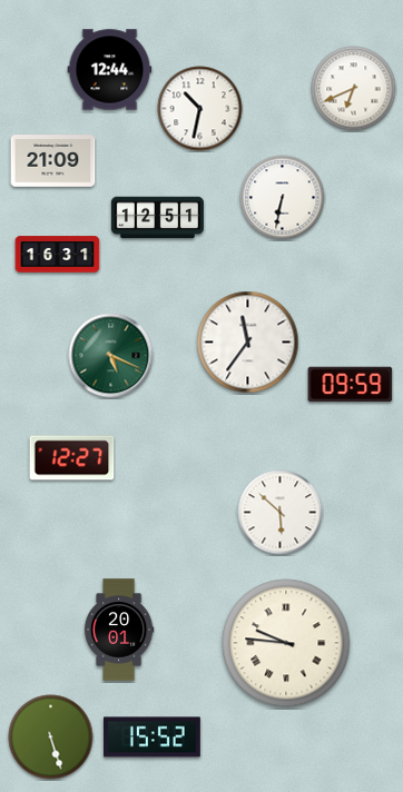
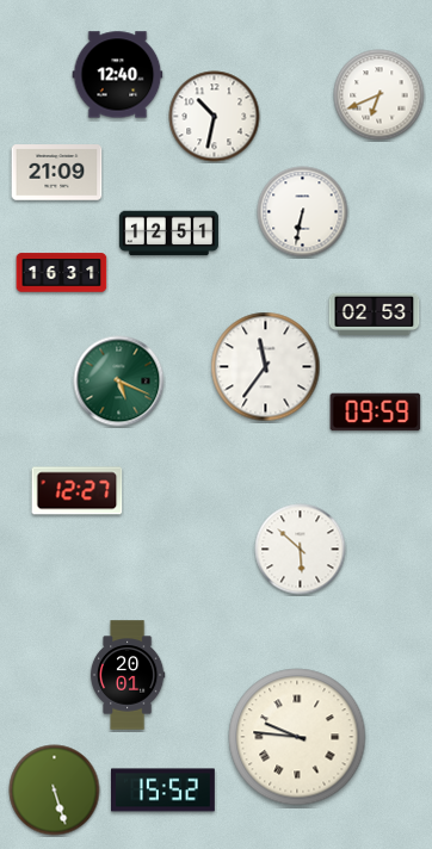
clock at (110, 70): 12:44 -> 12:40
clock at (375, 314): none -> 02:53
clock at (286, 643) position: (286, 643) -> (297, 737)
